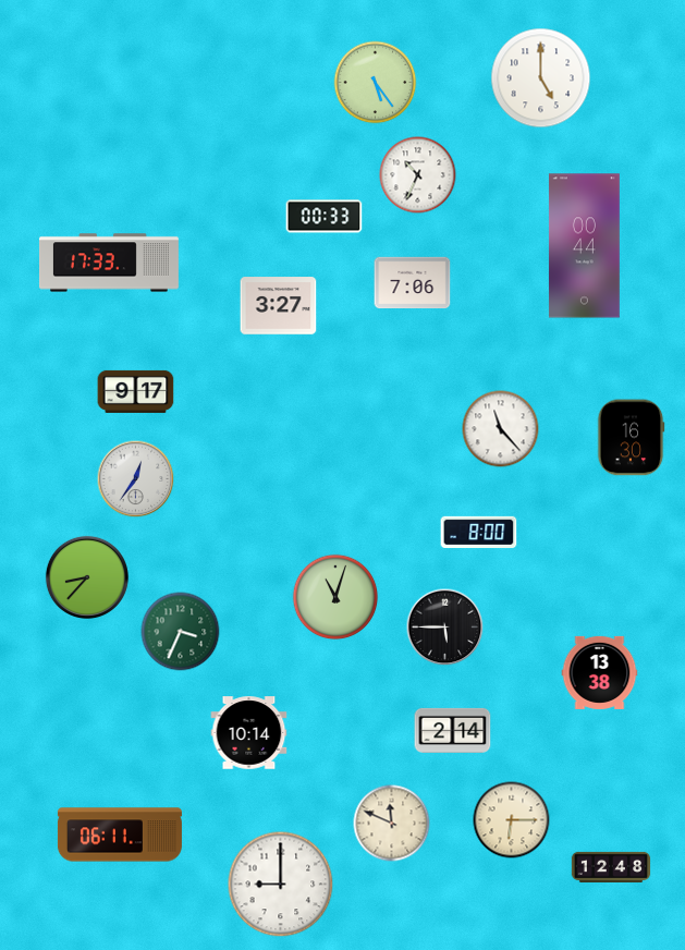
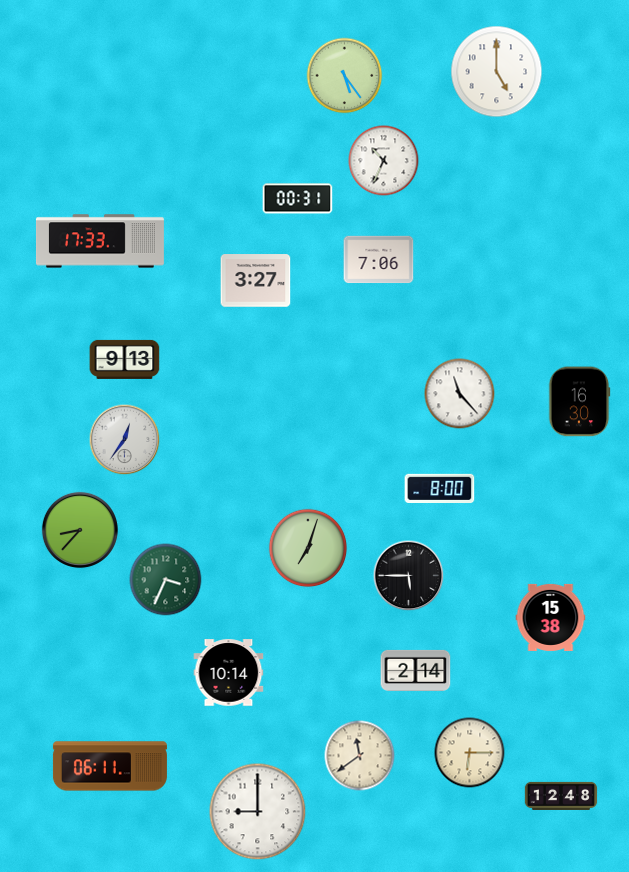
clock at (325, 217): 00:33 -> 00:31
clock at (584, 246): 00:44 -> none
clock at (136, 391): 9:17 -> 9:13
clock at (335, 597): 11:03 -> 7:03
clock at (600, 672): 13:38 -> 15:38
clock at (392, 824): 11:49 -> 11:39
